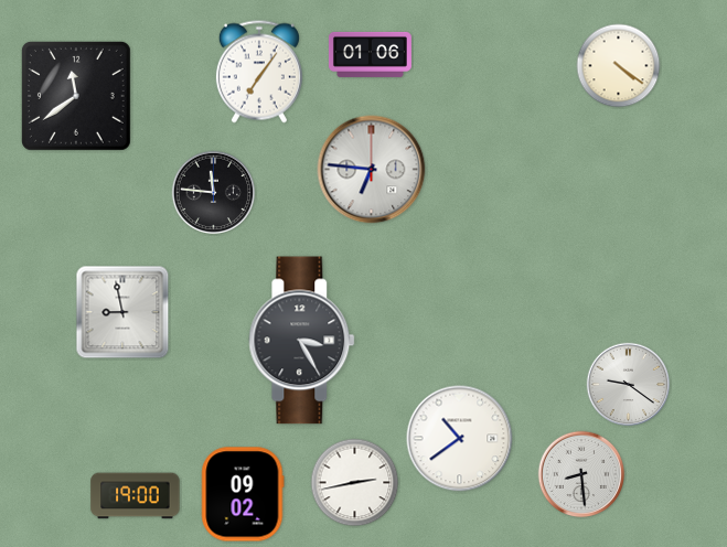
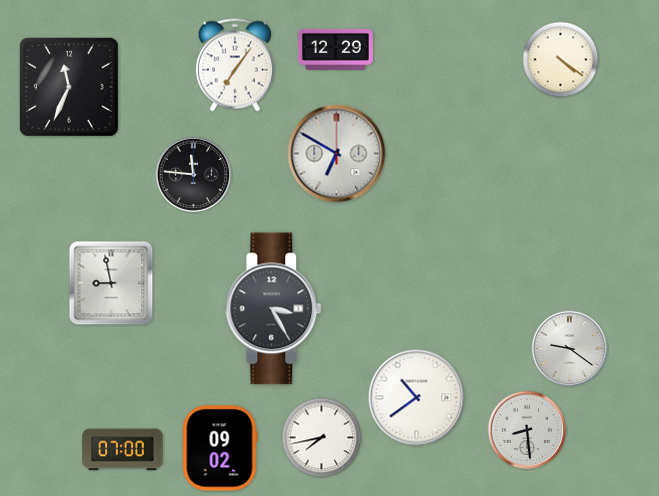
clock at (370, 54): 01:06 -> 12:29
clock at (76, 96): 11:39 -> 11:34
clock at (372, 170): 6:46 -> 6:50
clock at (355, 483): 2:43 -> 7:43
clock at (136, 496): 19:00 -> 07:00
